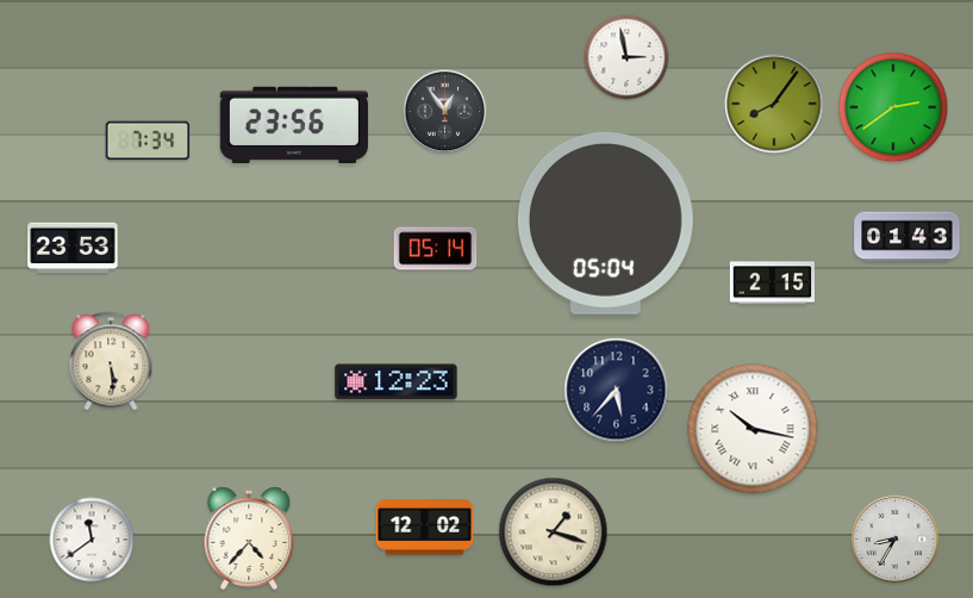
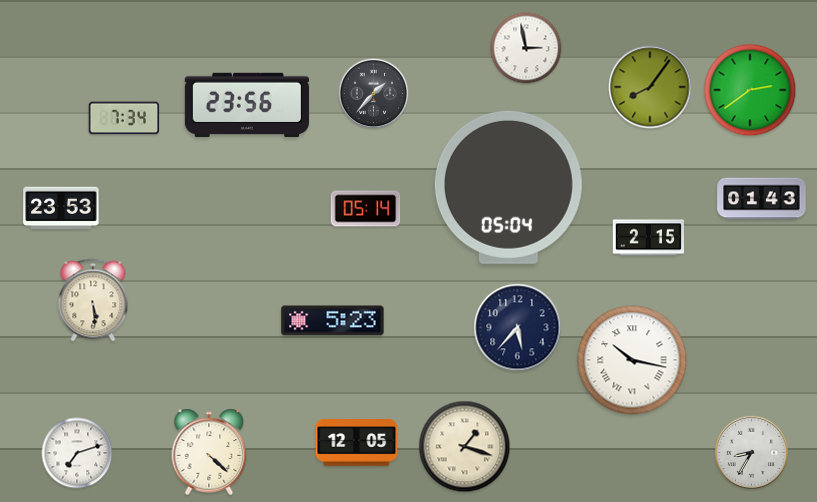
clock at (445, 112): 12:54 -> 1:37
clock at (111, 361) position: (111, 361) -> (93, 300)
clock at (397, 382): 12:23 -> 5:23
clock at (425, 528): 12:02 -> 12:05
clock at (249, 538): 4:37 -> 4:22
clock at (92, 540): 11:39 -> 7:12
